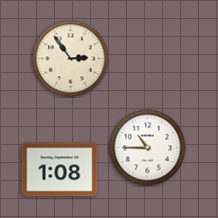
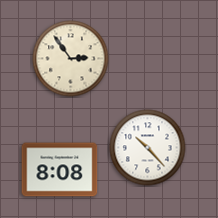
clock at (148, 148): 10:45 -> 10:23
clock at (60, 170): 1:08 -> 8:08
